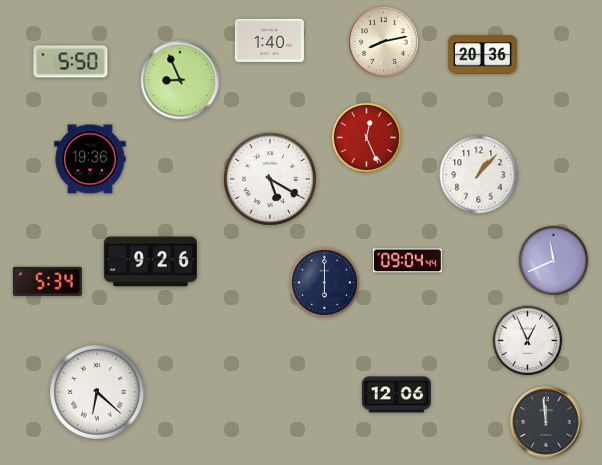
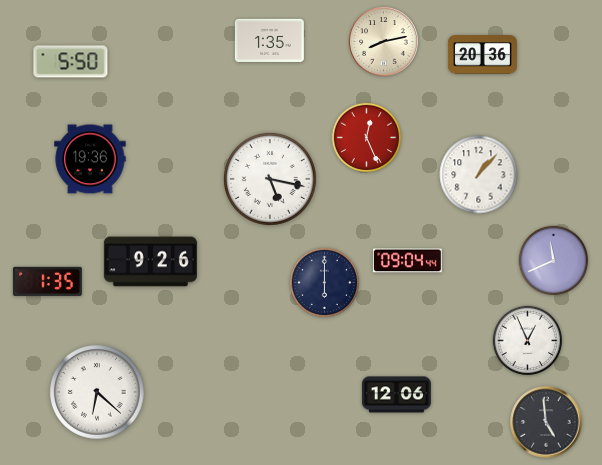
clock at (269, 40): 1:40 -> 1:35
clock at (180, 80): 8:56 -> none
clock at (270, 179): 5:20 -> 5:17
clock at (47, 281): 5:34 -> 1:35
clock at (546, 422): 11:59 -> 4:59
